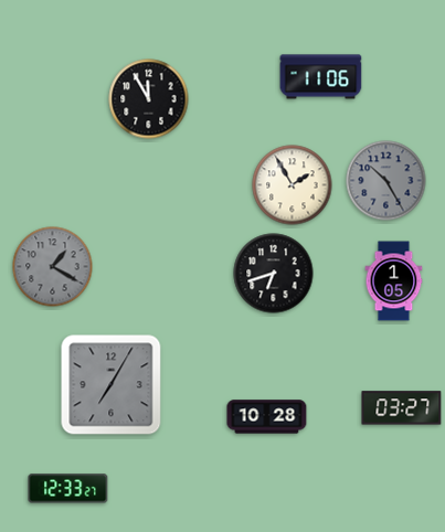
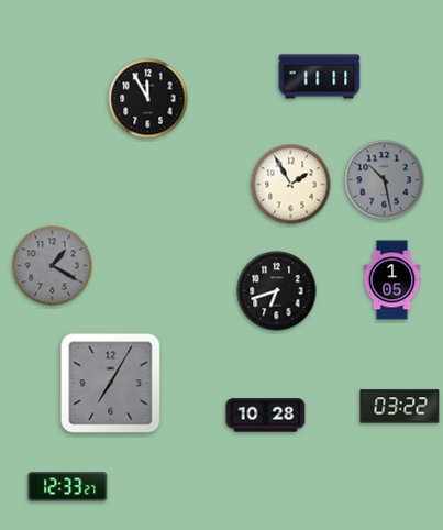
clock at (321, 77): 11:06 -> 11:11
clock at (386, 181): 10:25 -> 10:28
clock at (274, 274) position: (274, 274) -> (277, 291)
clock at (402, 408): 03:27 -> 03:22
